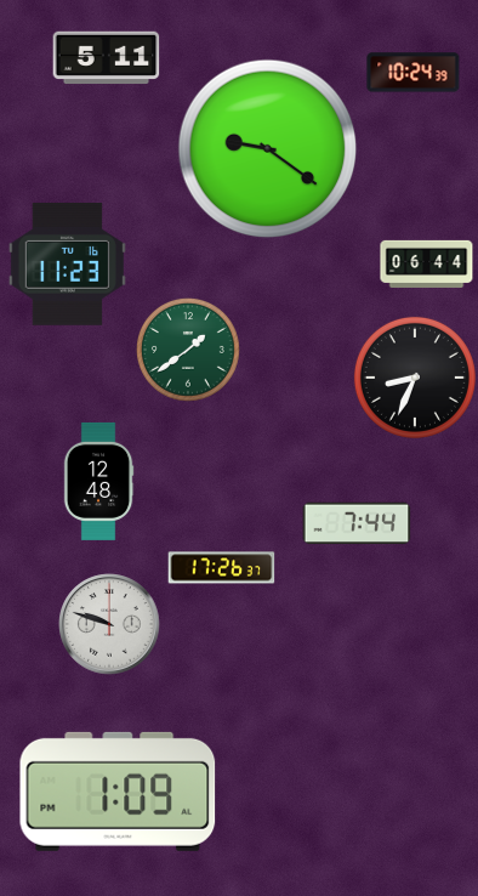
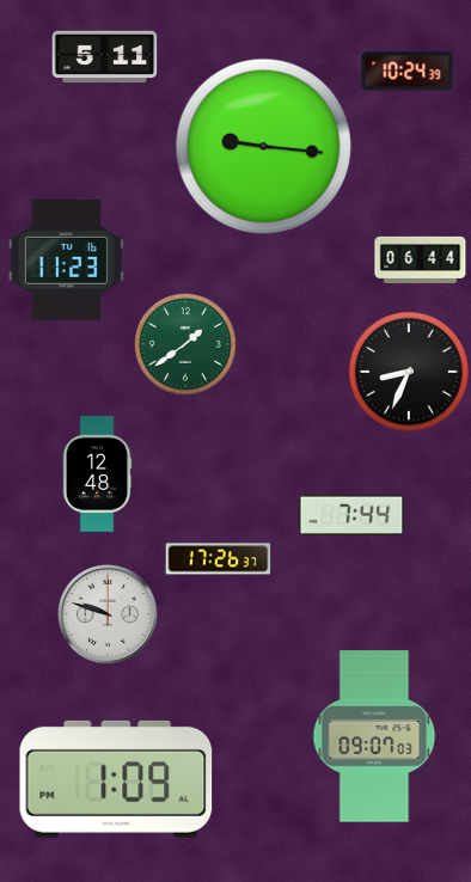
clock at (268, 149): 9:21 -> 9:16
clock at (374, 736): none -> 09:07
